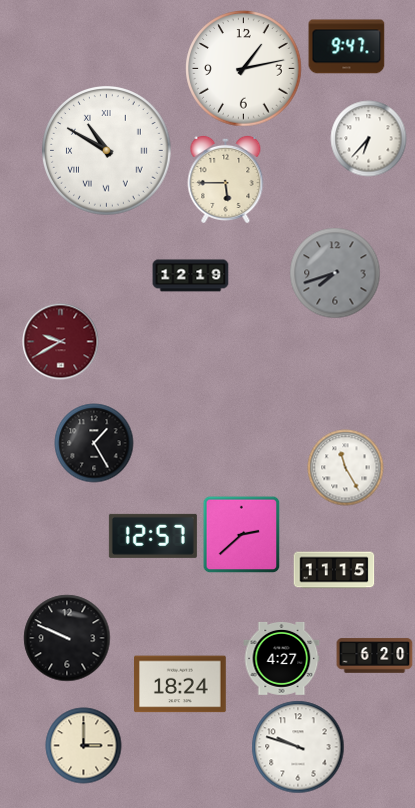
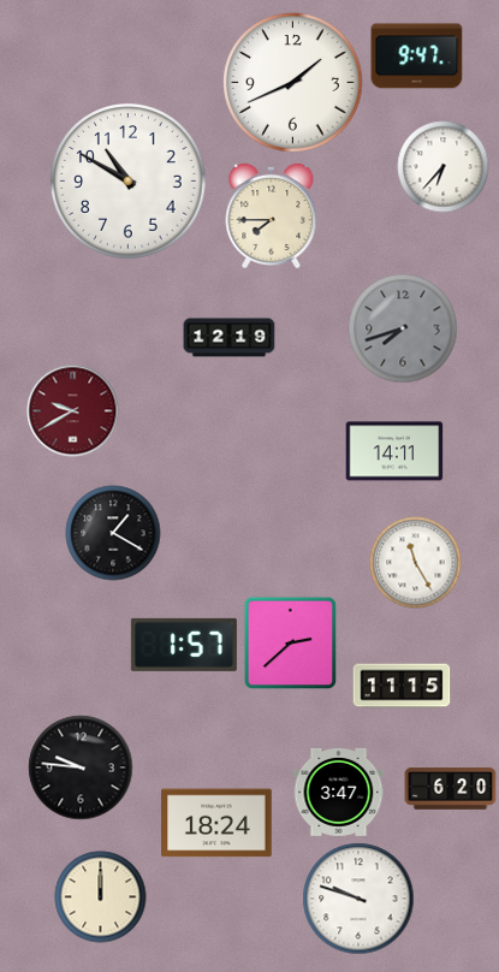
clock at (244, 69): 1:13 -> 1:41
clock at (107, 151) numerals: Roman -> Arabic
clock at (226, 179): 5:45 -> 7:45
clock at (191, 276) position: (191, 276) -> (230, 338)
clock at (394, 451): none -> 14:11
clock at (94, 443): 1:25 -> 1:20
clock at (153, 536): 12:57 -> 1:57
clock at (67, 638): 9:49 -> 9:46
clock at (282, 658): 4:27 -> 3:47
clock at (84, 746): 3:00 -> 12:00
